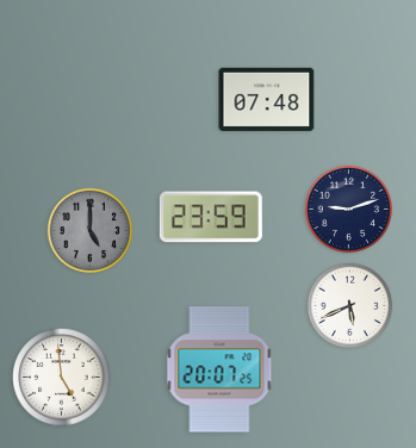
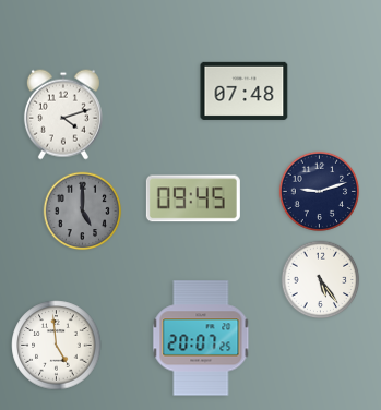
clock at (63, 114): none -> 4:12
clock at (211, 217): 23:59 -> 09:45
clock at (350, 306): 5:41 -> 5:24
